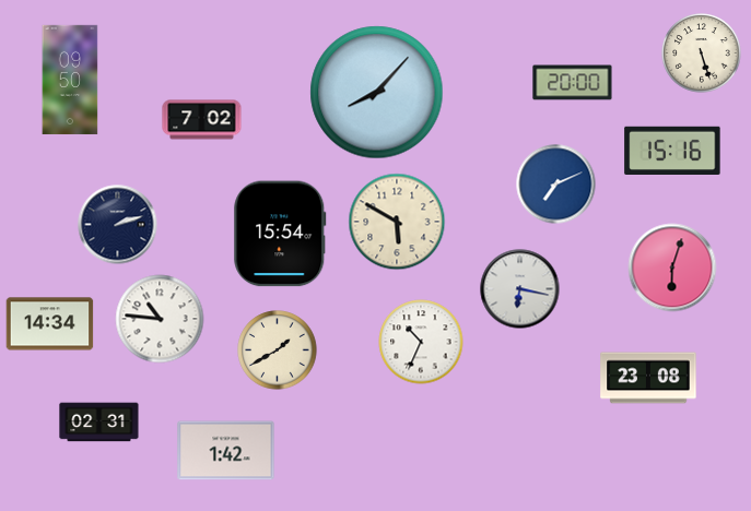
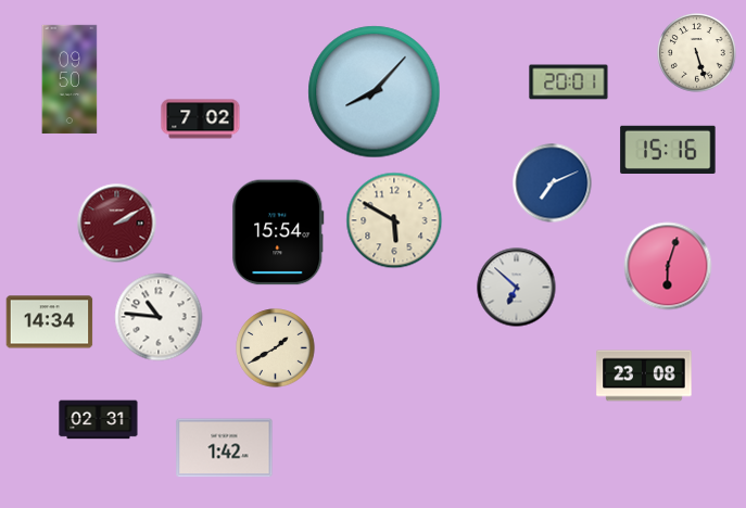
clock at (573, 83): 20:00 -> 20:01
clock at (118, 225): 2:12 -> 2:10
clock at (118, 225) dial: navy -> burgundy
clock at (520, 289): 6:17 -> 6:52
clock at (421, 342): 10:34 -> none
